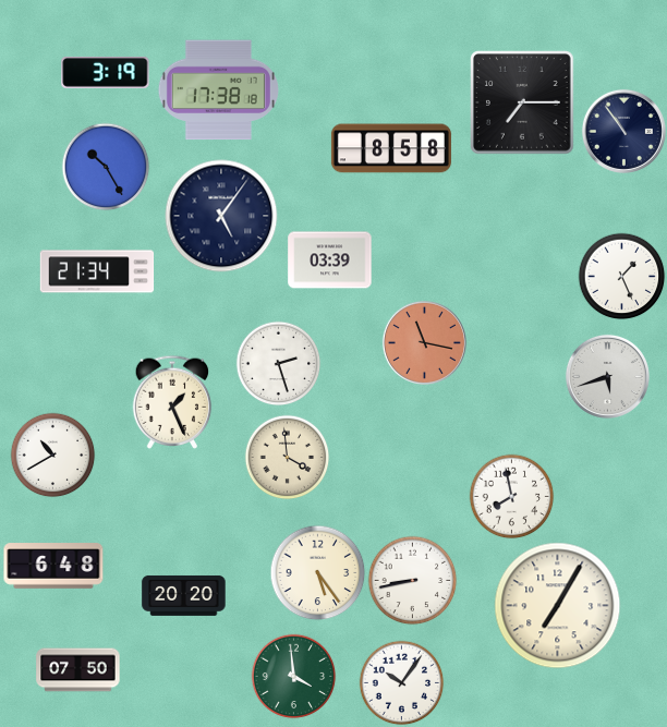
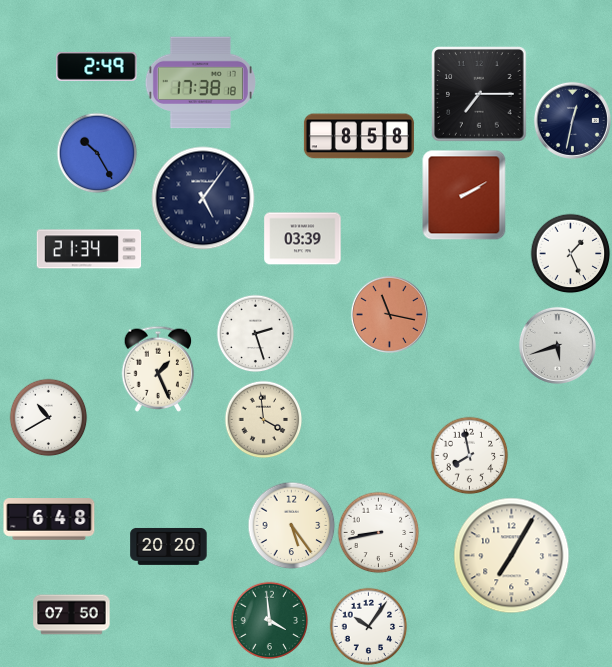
clock at (106, 72): 3:19 -> 2:49
clock at (623, 131): 10:54 -> 12:32
clock at (464, 195): none -> 2:10
